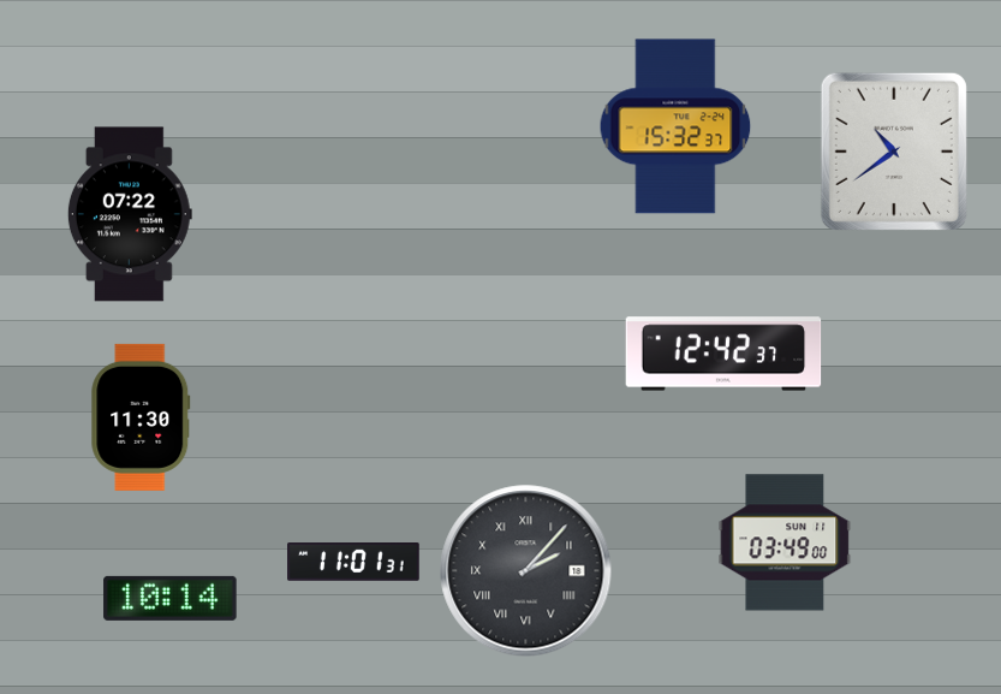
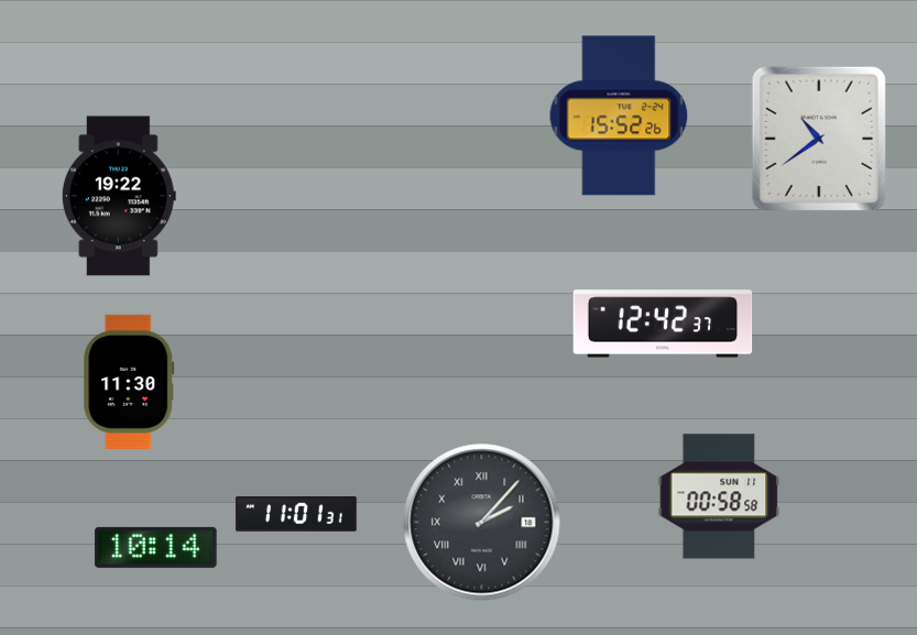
clock at (675, 126): 15:32 -> 15:52
clock at (130, 214): 07:22 -> 19:22
clock at (785, 542): 03:49 -> 00:58
clock at (353, 563) position: (353, 563) -> (296, 515)
